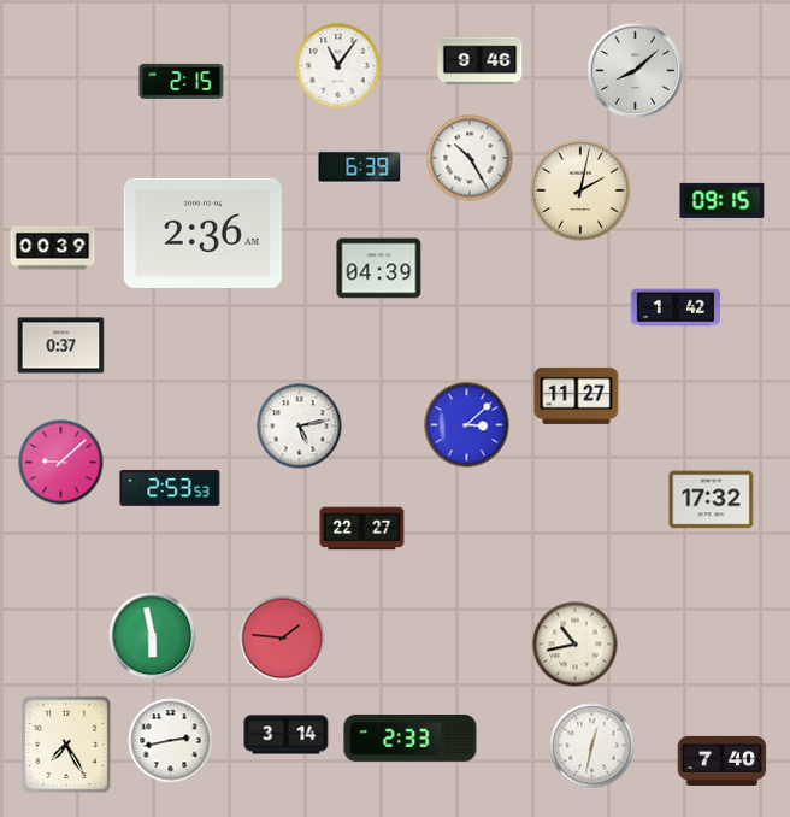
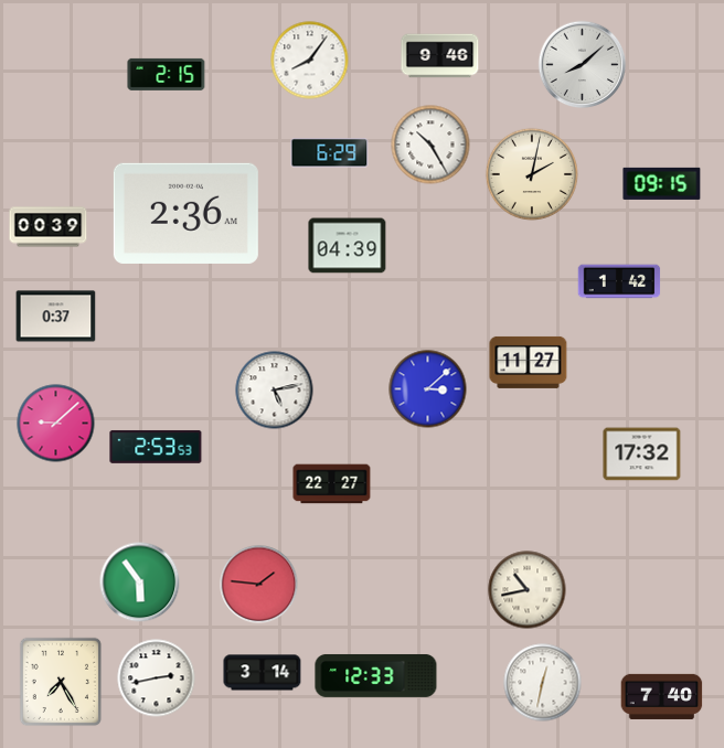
clock at (338, 66): 11:06 -> 8:06
clock at (360, 167): 6:39 -> 6:29
clock at (712, 500) position: (712, 500) -> (642, 455)
clock at (153, 636): 5:58 -> 5:54
clock at (411, 737): 2:33 -> 12:33
